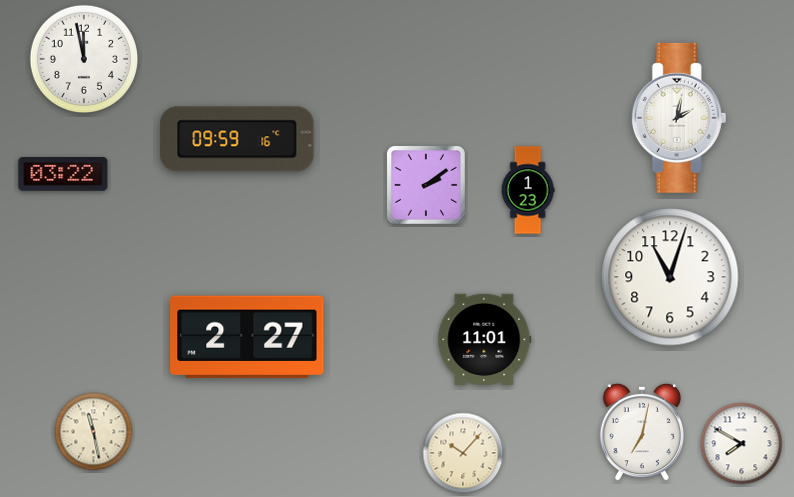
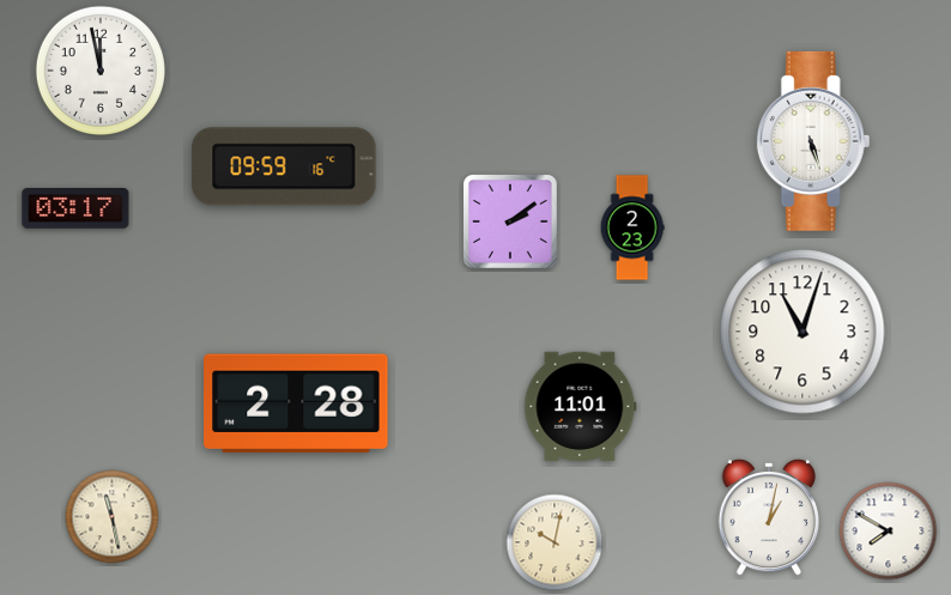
clock at (679, 118): 2:02 -> 5:27
clock at (63, 175): 03:22 -> 03:17
clock at (528, 190): 1:23 -> 2:23
clock at (247, 337): 2:27 -> 2:28
clock at (641, 432): 7:02 -> 1:02
clock at (463, 453): 10:07 -> 10:02
